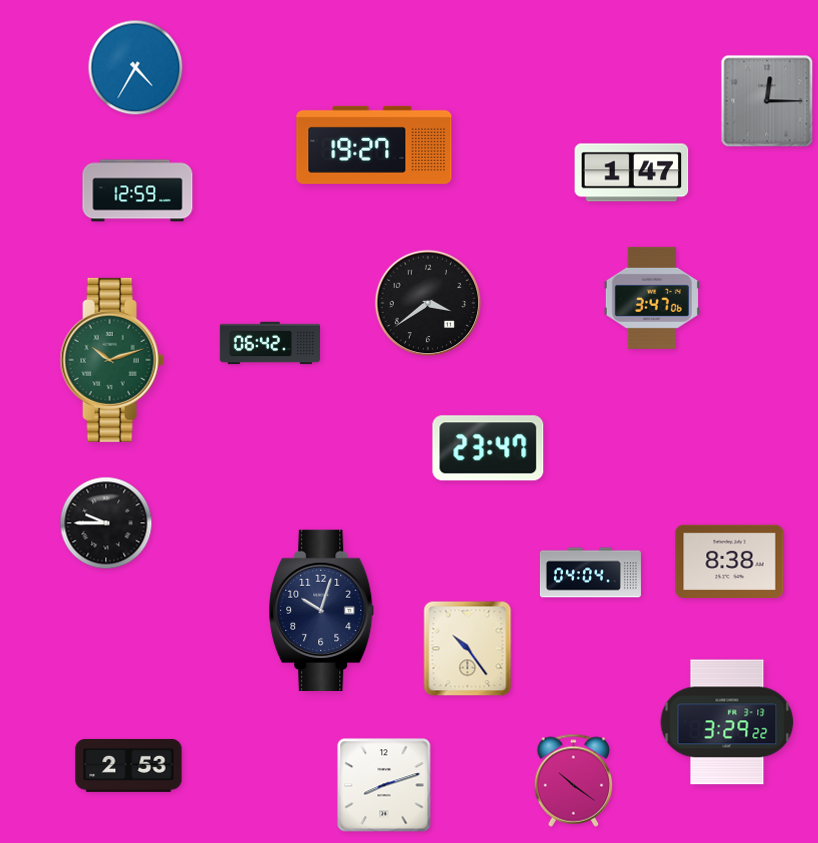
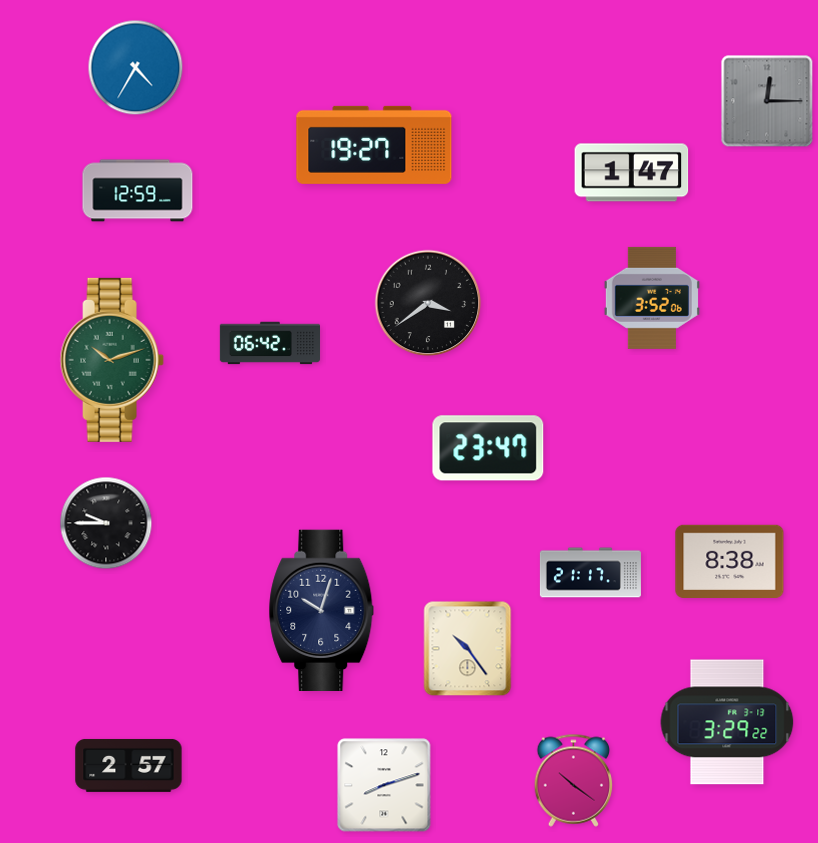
clock at (652, 298): 3:47 -> 3:52
clock at (590, 573): 04:04 -> 21:17
clock at (129, 765): 2:53 -> 2:57
